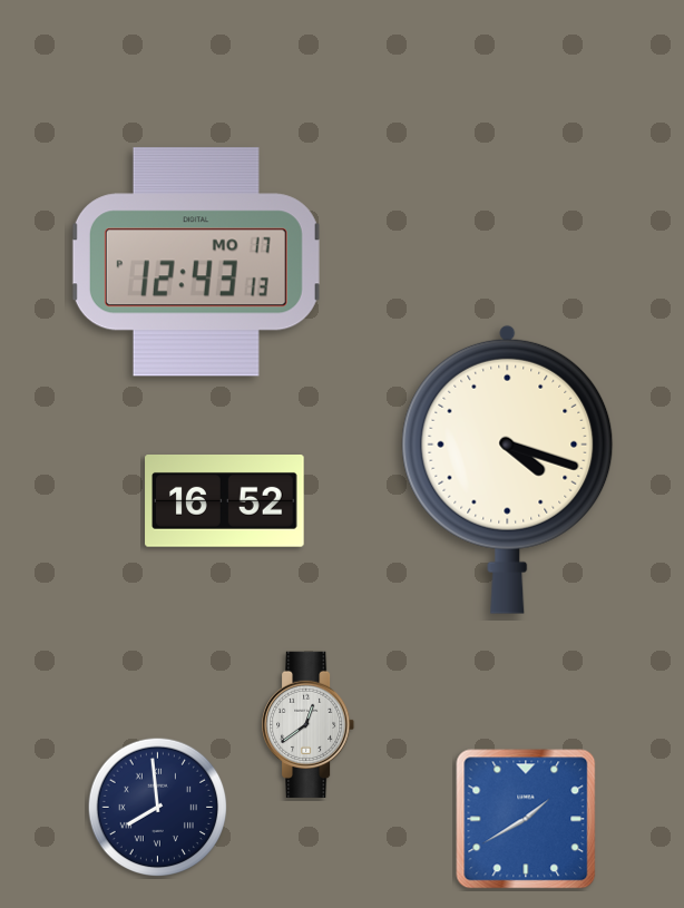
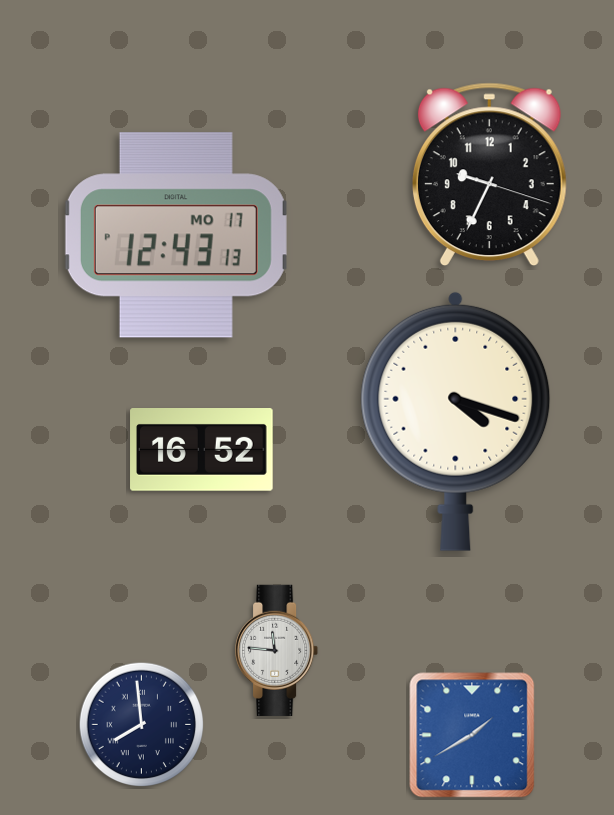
clock at (489, 175): none -> 9:34
clock at (310, 724): 12:39 -> 11:46
